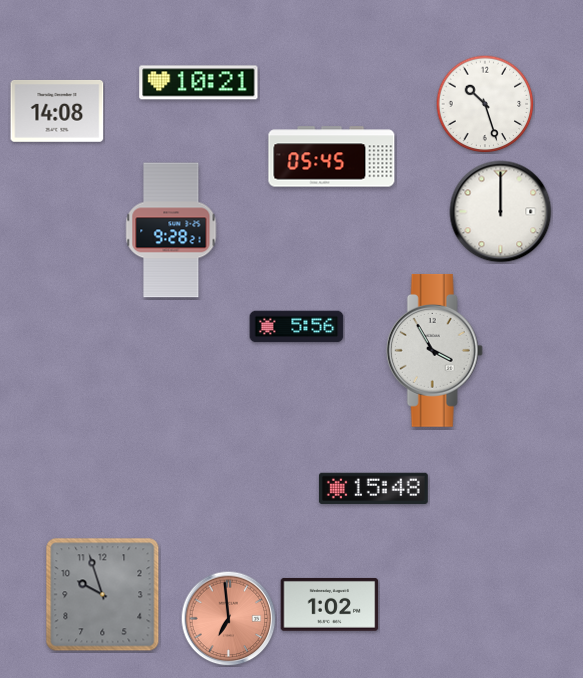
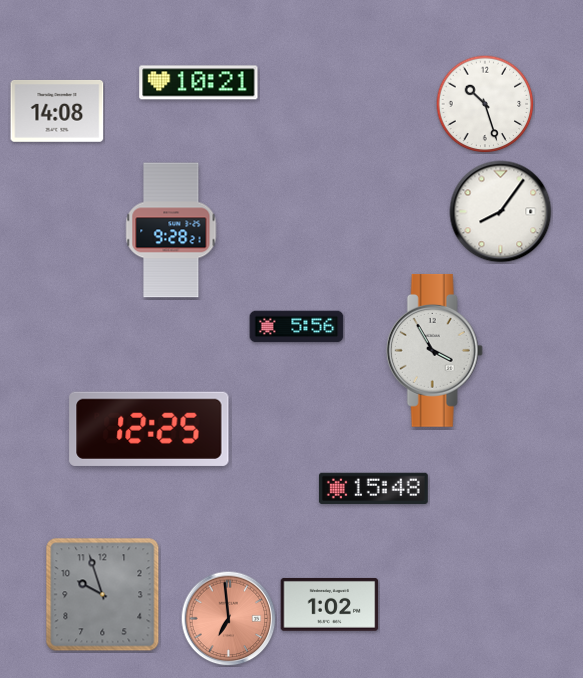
clock at (332, 157): 05:45 -> none
clock at (501, 212): 12:00 -> 8:06
clock at (149, 429): none -> 12:25
